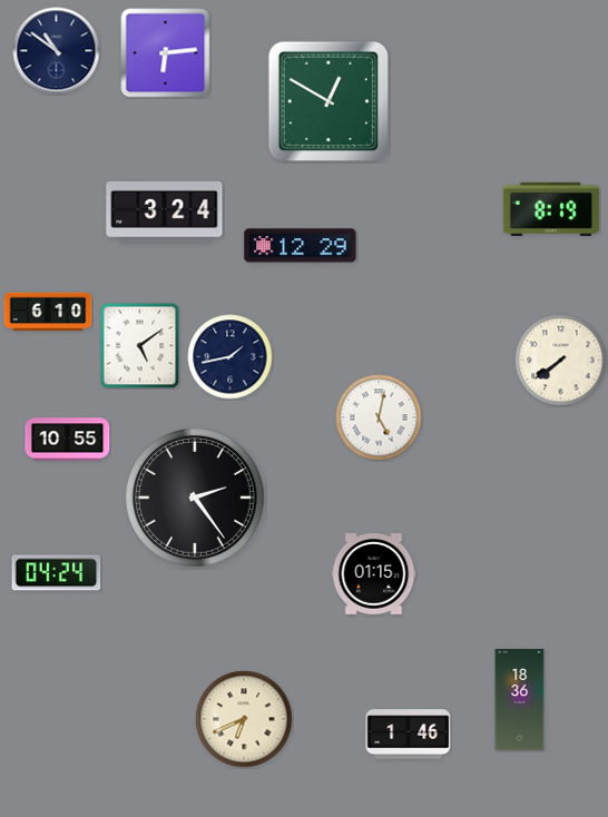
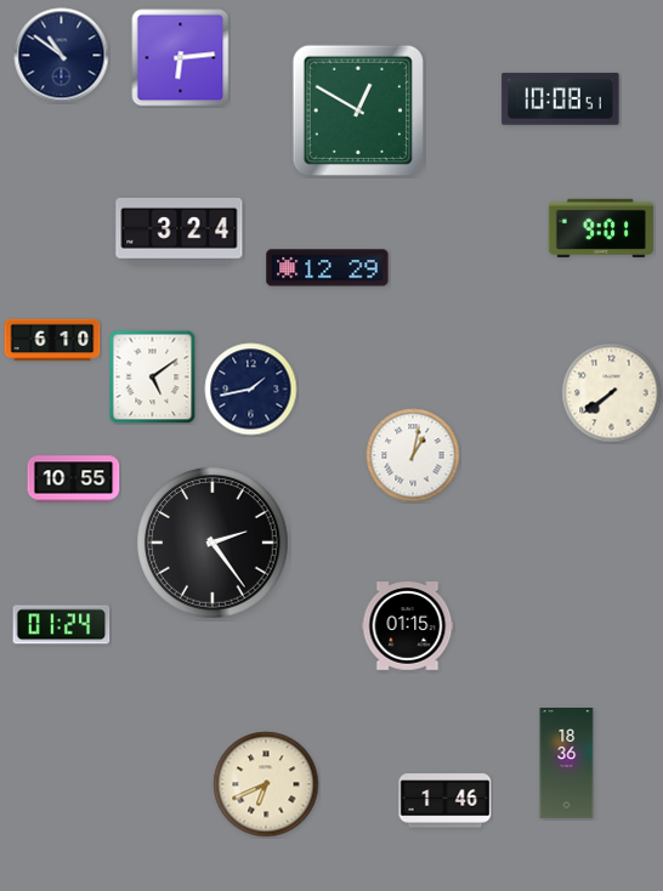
clock at (561, 98): none -> 10:08
clock at (551, 209): 8:19 -> 9:01
clock at (379, 417): 5:02 -> 1:02
clock at (57, 573): 04:24 -> 01:24
